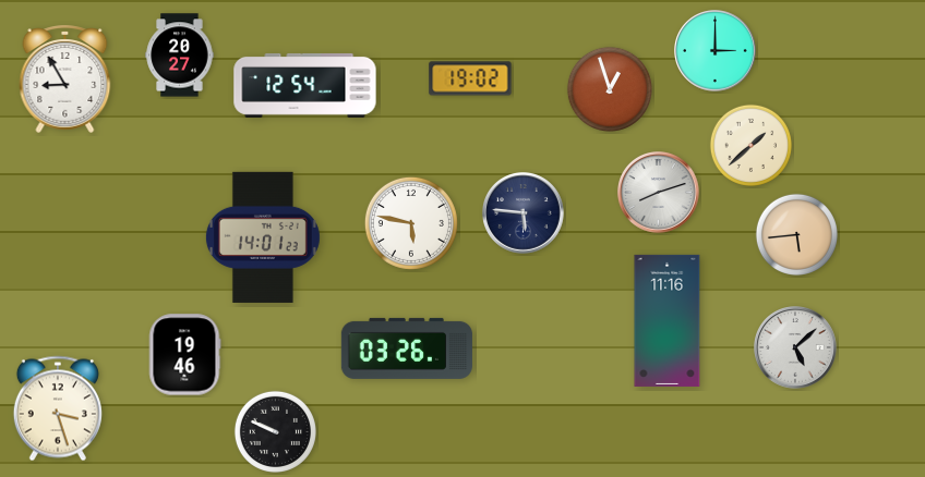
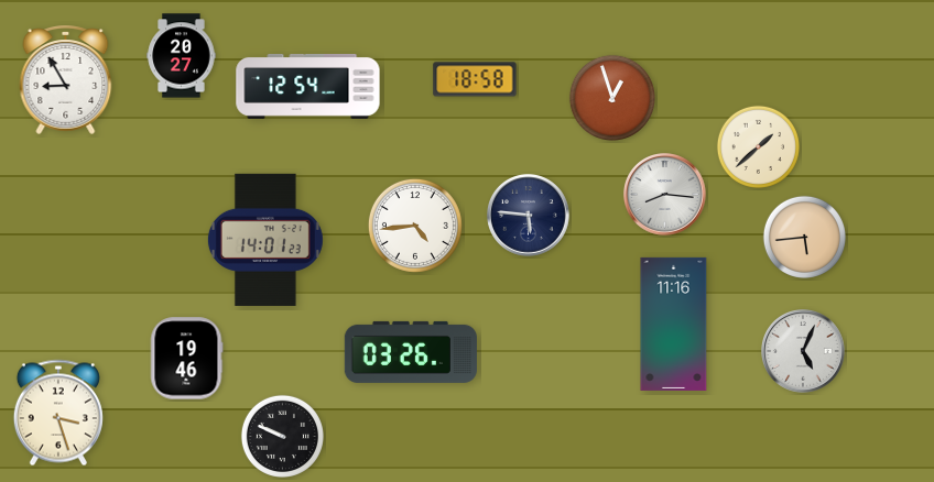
clock at (716, 51): 3:00 -> none
clock at (470, 78): 19:02 -> 18:58
clock at (610, 89) position: (610, 89) -> (612, 98)
clock at (659, 193): 8:12 -> 8:16
clock at (411, 223): 5:47 -> 4:44
clock at (796, 348): 5:08 -> 5:04
clock at (275, 431) position: (275, 431) -> (282, 436)
